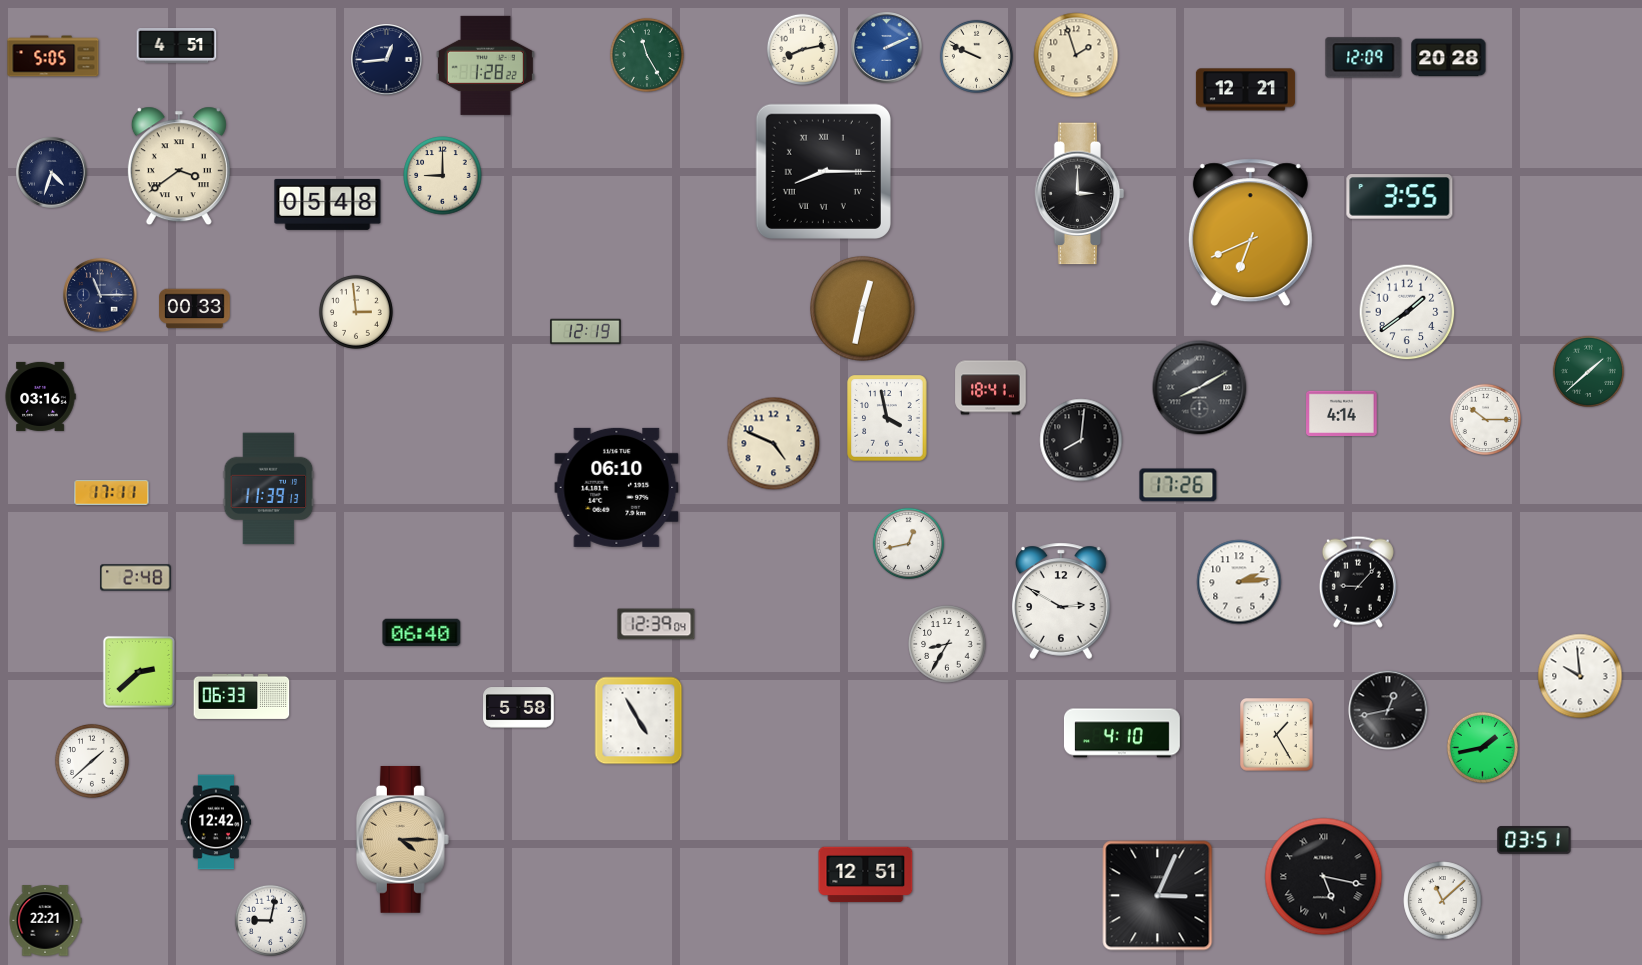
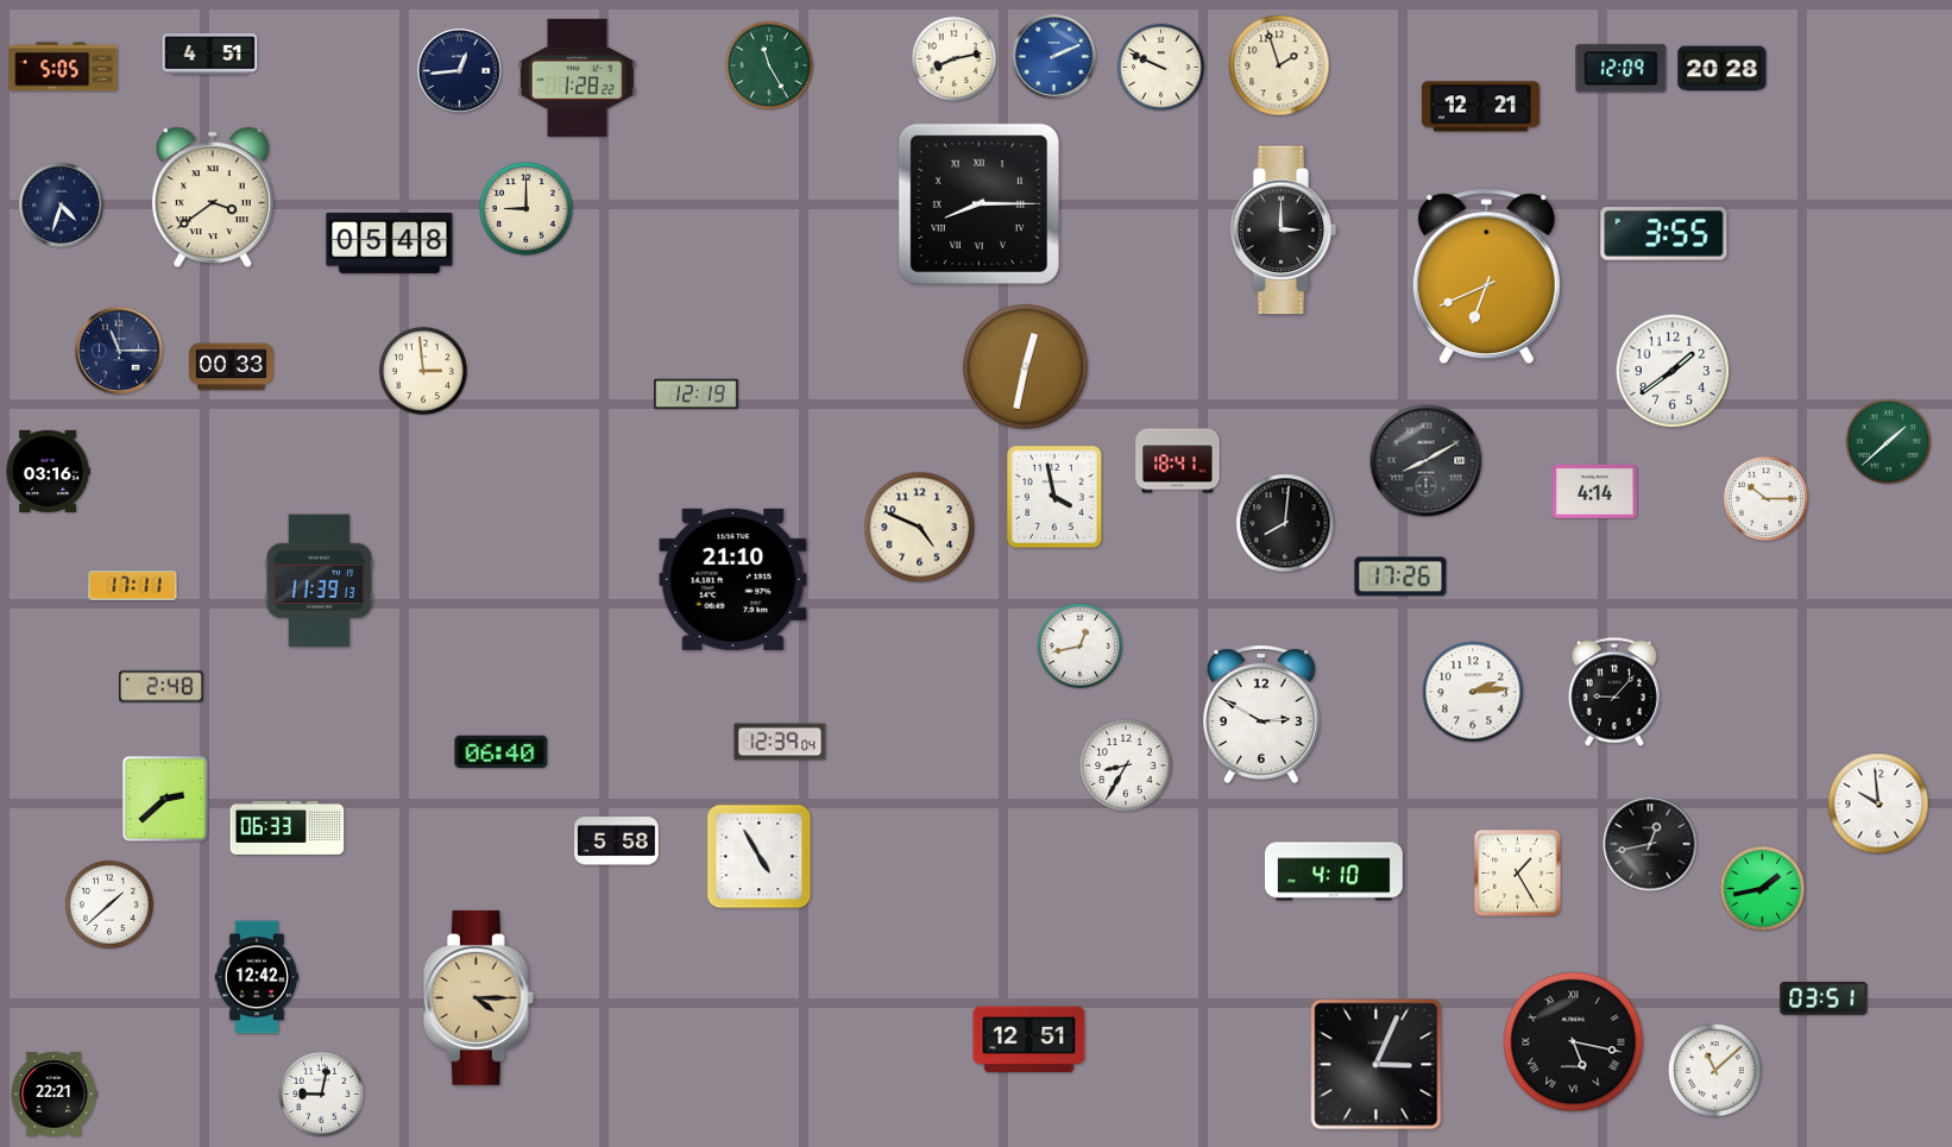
clock at (617, 487): 06:10 -> 21:10
